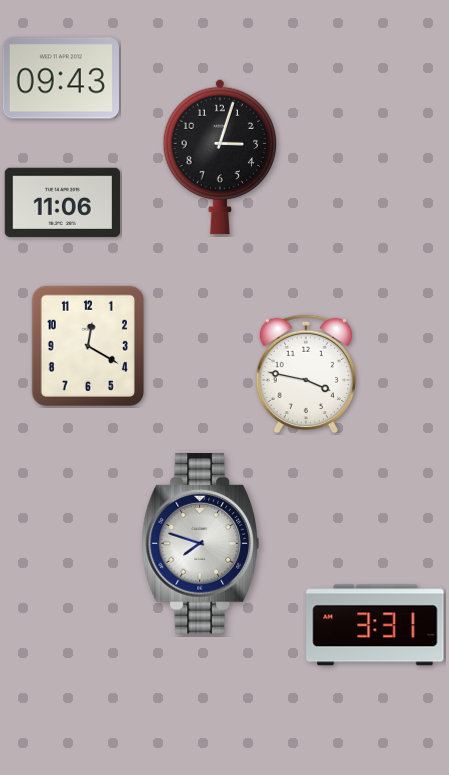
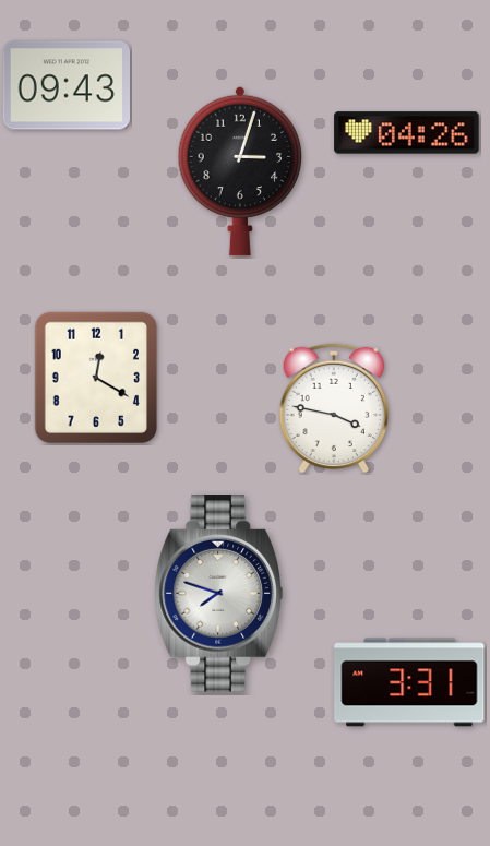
clock at (407, 133): none -> 04:26
clock at (62, 202): 11:06 -> none
